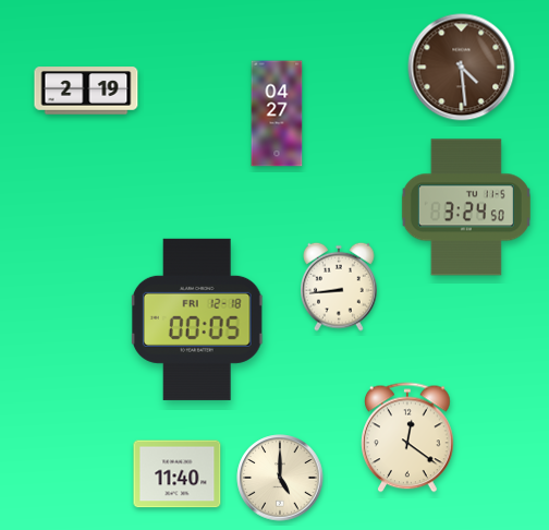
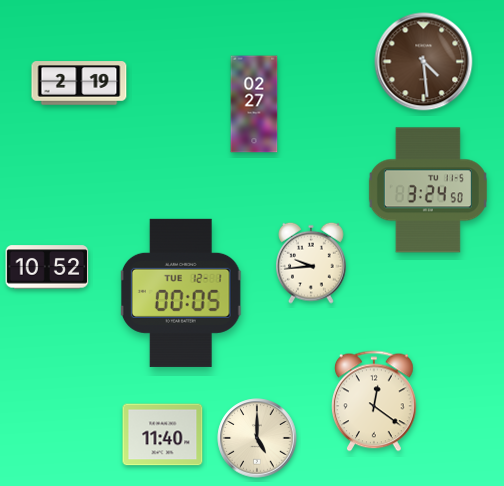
clock at (277, 113): 04:27 -> 02:27
clock at (340, 287): 8:44 -> 9:44
clock at (47, 267): none -> 10:52
clock at (197, 320) date: FRI 12-18 -> TUE 12-1
